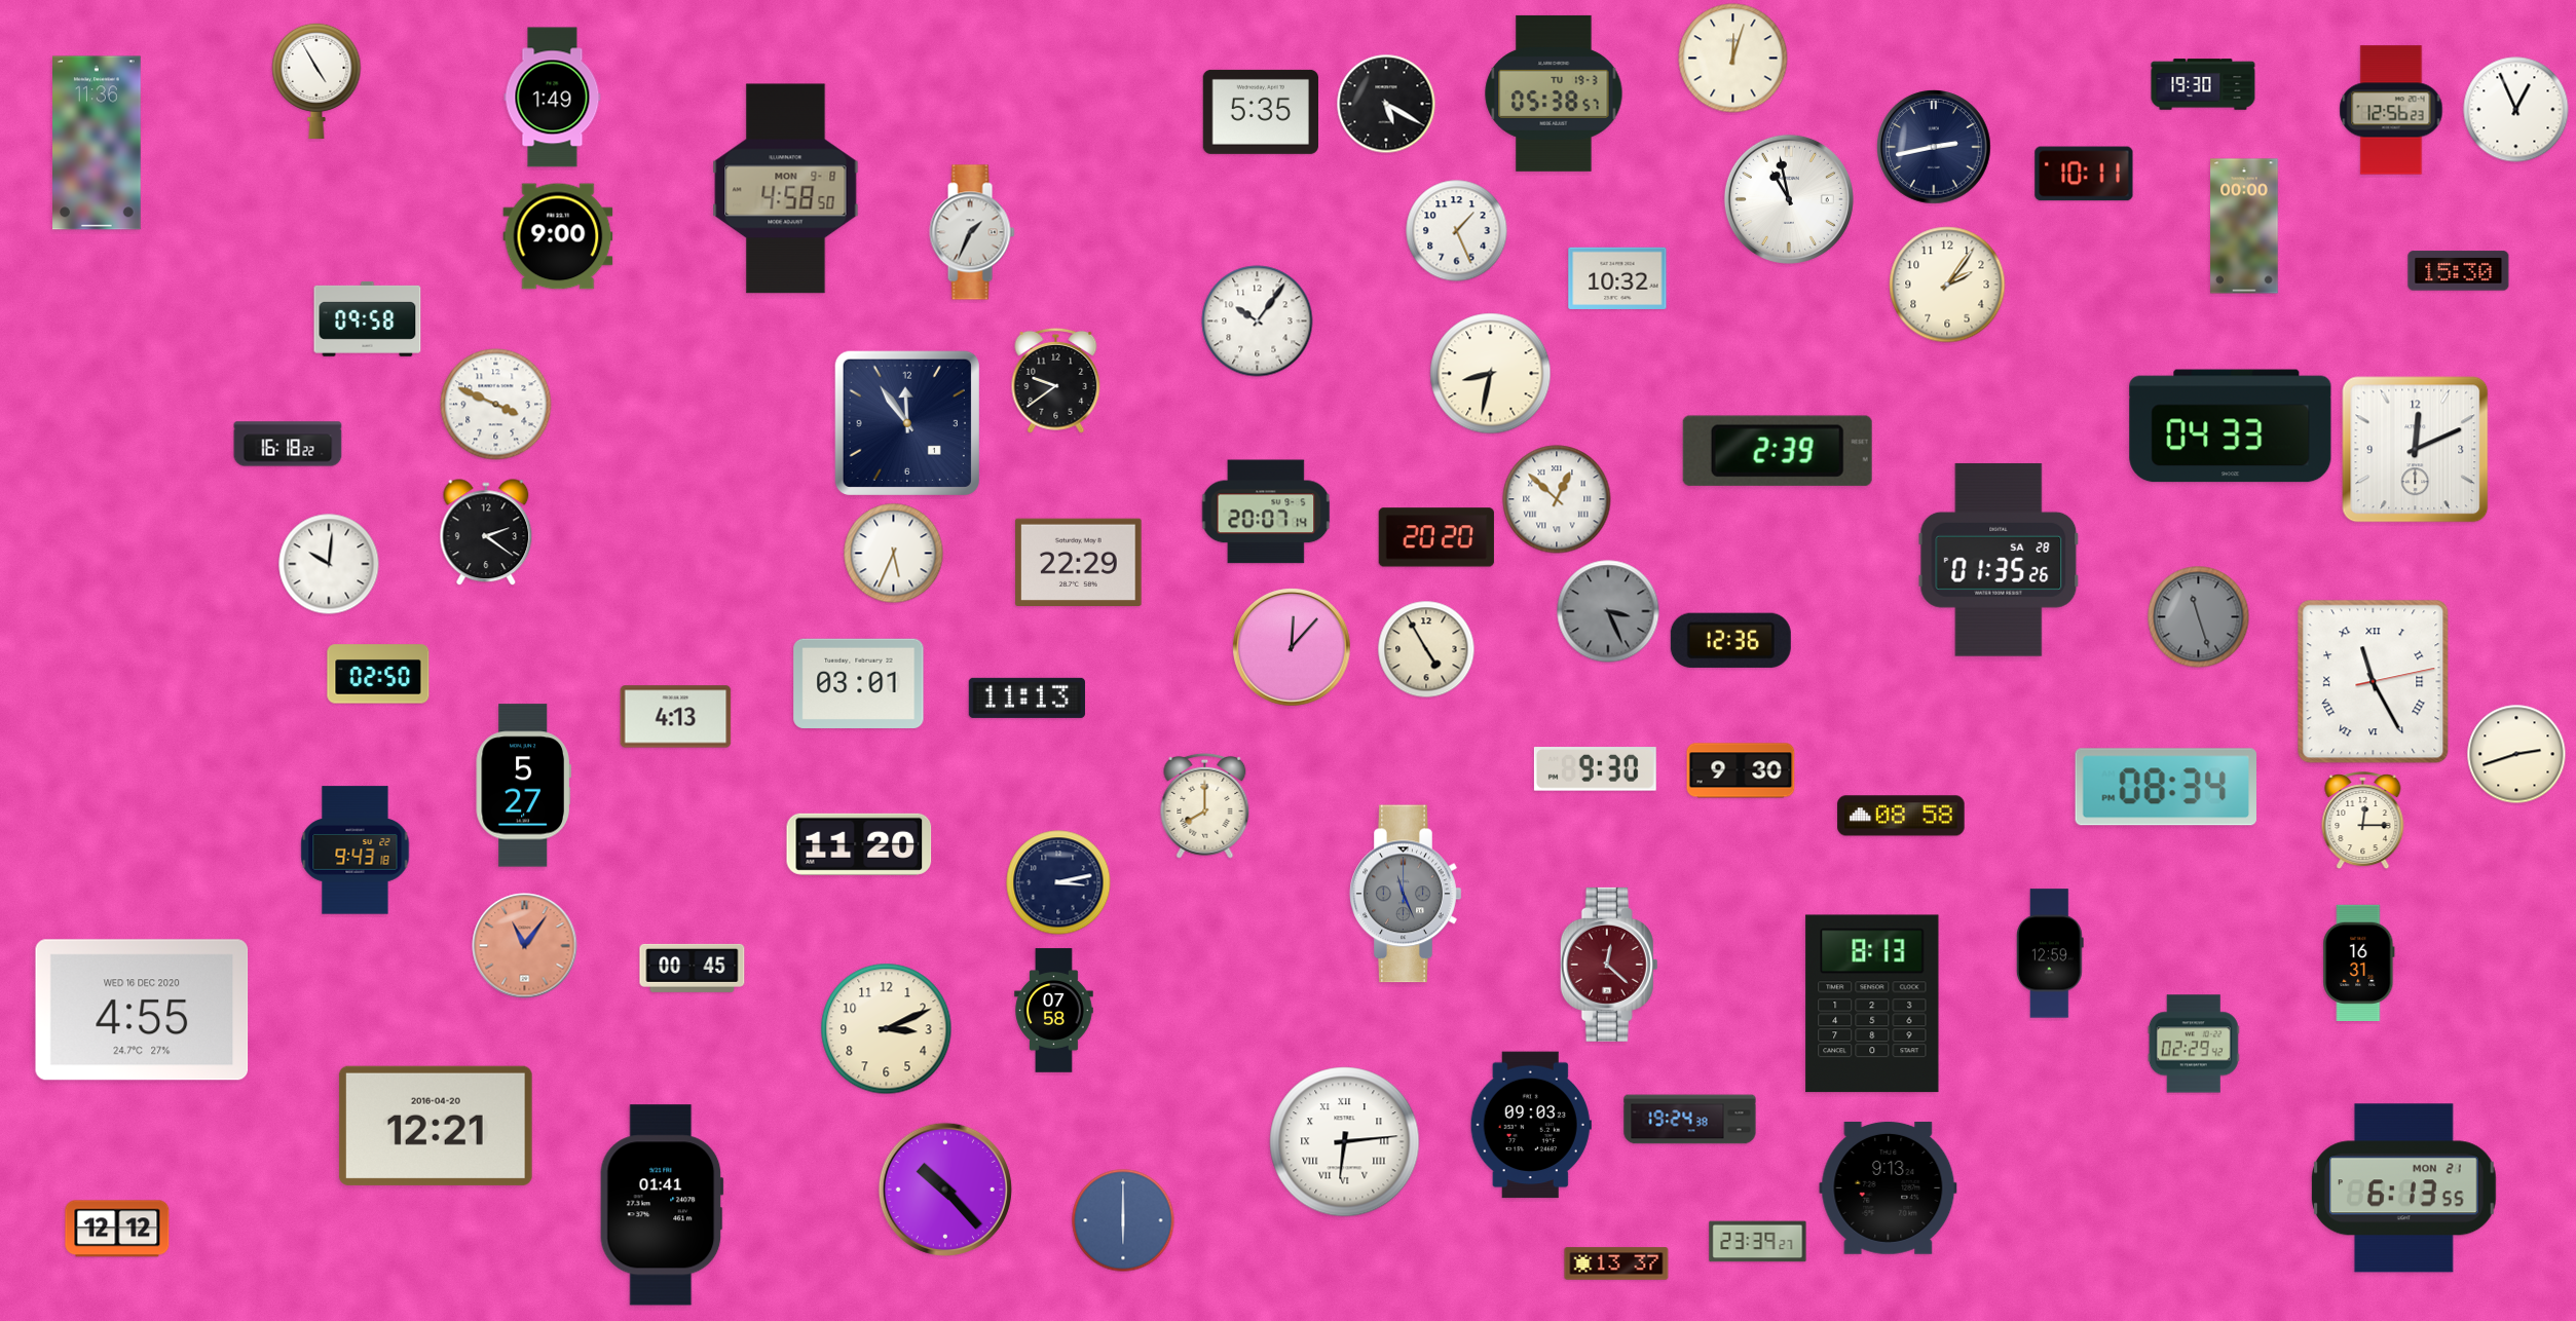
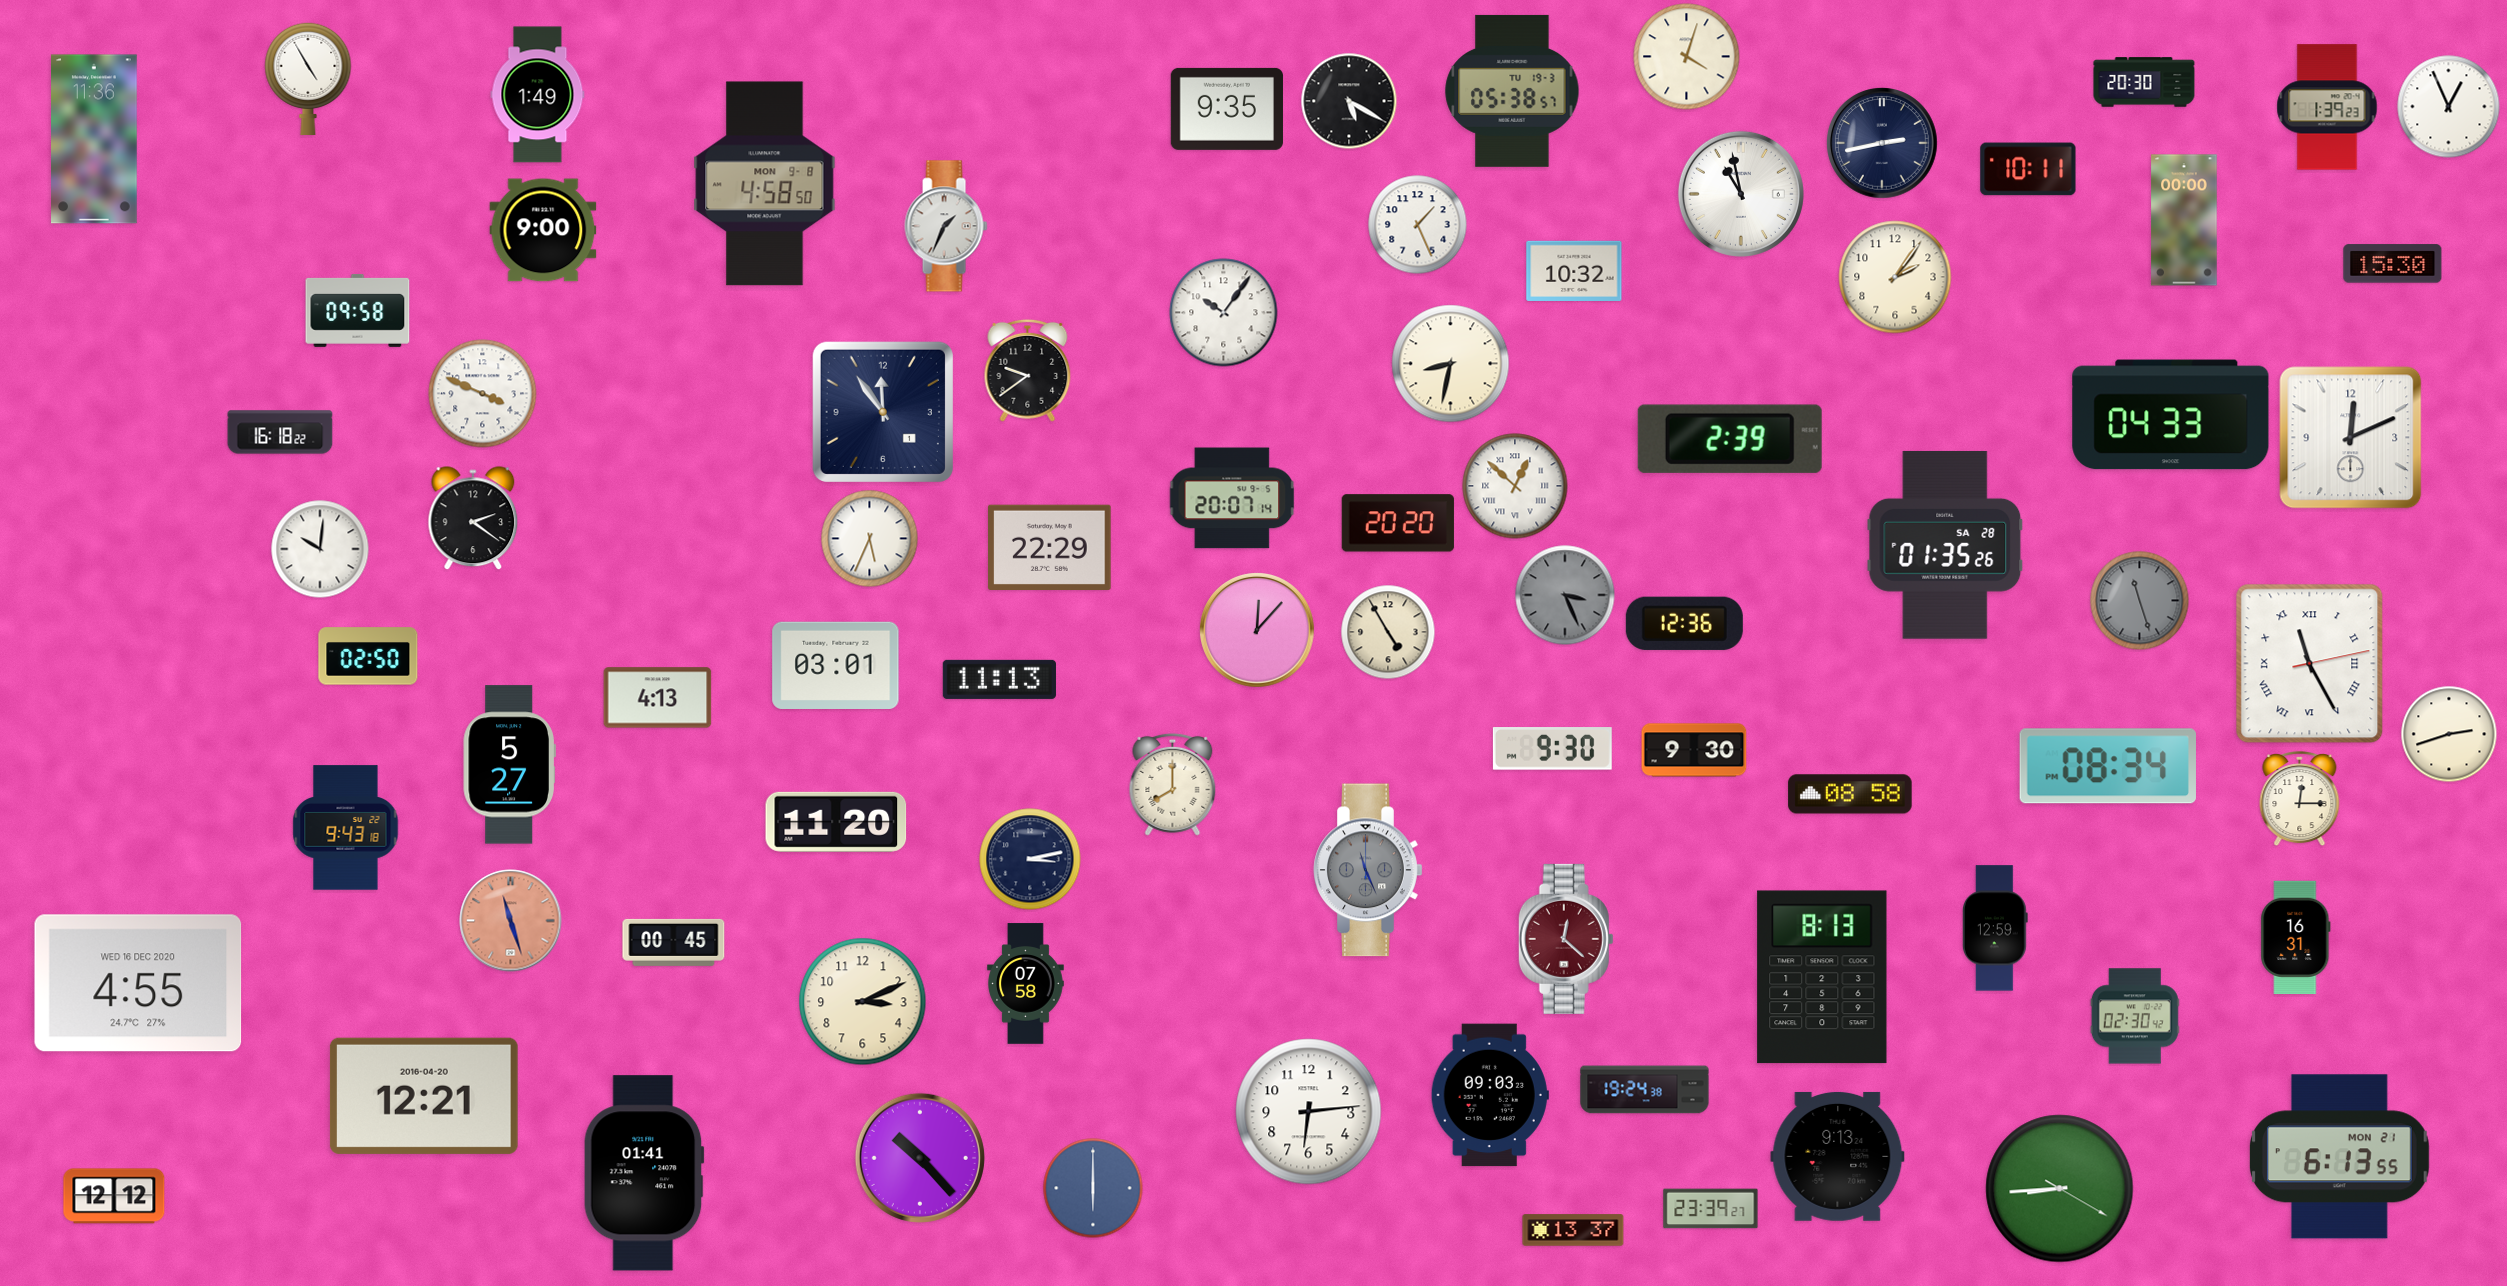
clock at (1733, 59): 12:03 -> 4:03
clock at (2203, 84): 19:30 -> 20:30
clock at (2391, 110): 12:56 -> 1:39
clock at (1261, 112): 5:35 -> 9:35
clock at (525, 946): 11:06 -> 11:27
clock at (2194, 1044): 02:29 -> 02:30
clock at (1345, 1142) numerals: Roman -> Arabic
clock at (2060, 1189): none -> 8:44
